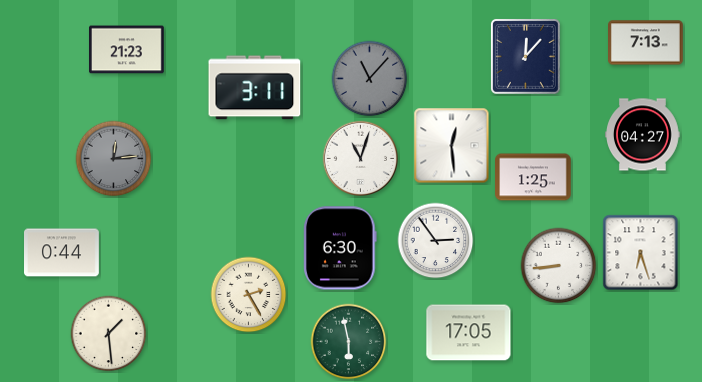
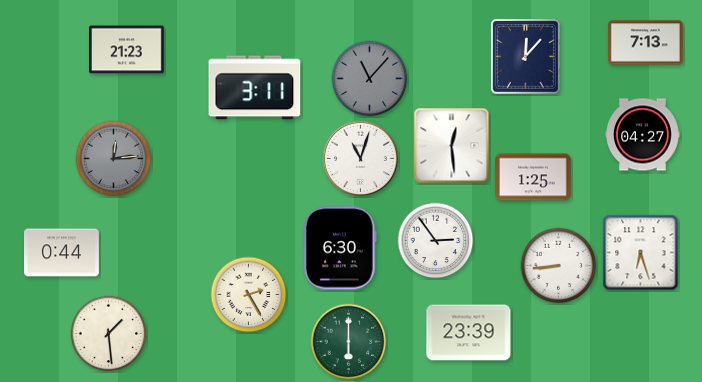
clock at (469, 333): 17:05 -> 23:39
clock at (349, 342): 5:58 -> 6:00
